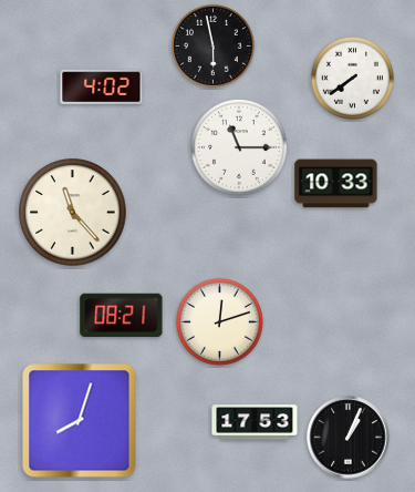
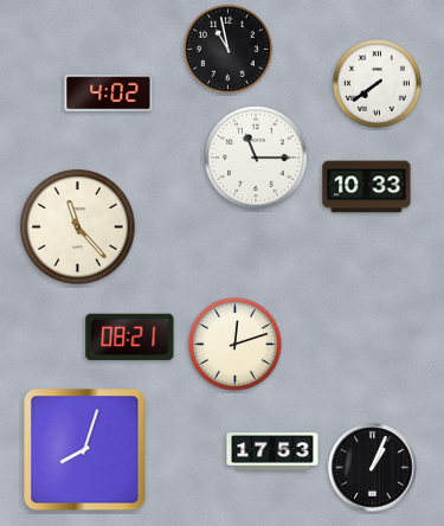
clock at (212, 45): 5:58 -> 10:58
clock at (336, 184) position: (336, 184) -> (367, 187)
